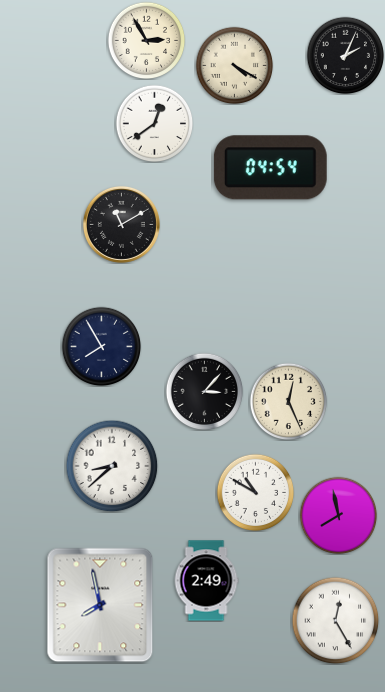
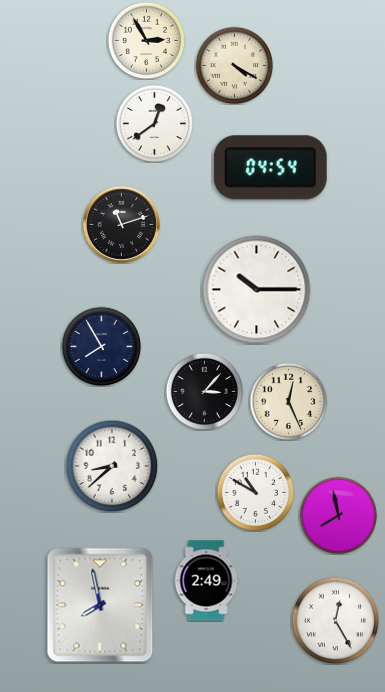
clock at (345, 55): 2:04 -> none
clock at (121, 224): 11:10 -> 11:12
clock at (257, 290): none -> 10:15
